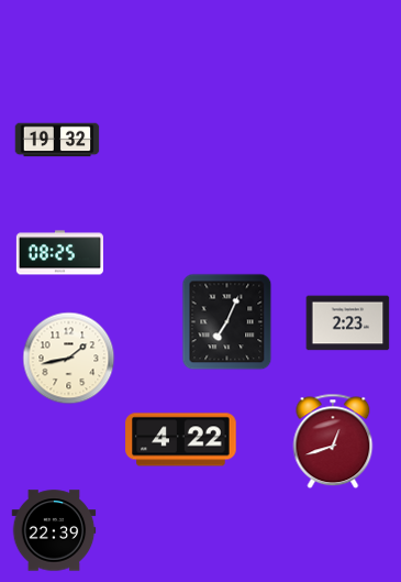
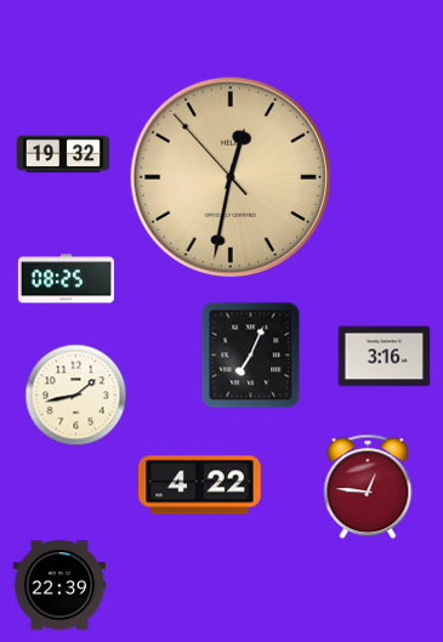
clock at (229, 176): none -> 12:31
clock at (348, 323): 2:23 -> 3:16
clock at (333, 441): 12:42 -> 12:46
